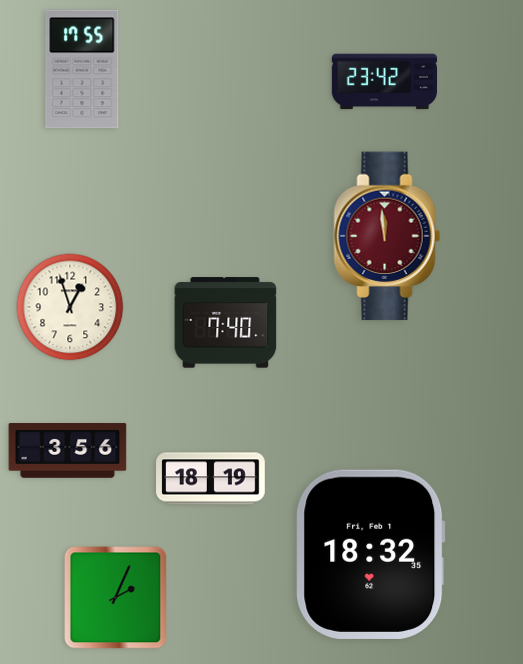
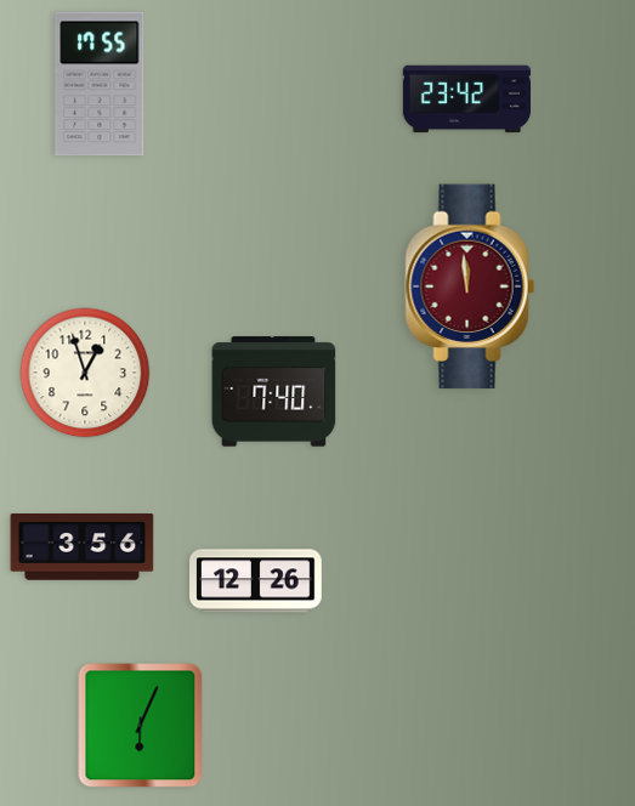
clock at (211, 479): 18:19 -> 12:26
clock at (371, 554): 18:32 -> none
clock at (116, 598): 2:04 -> 6:04
